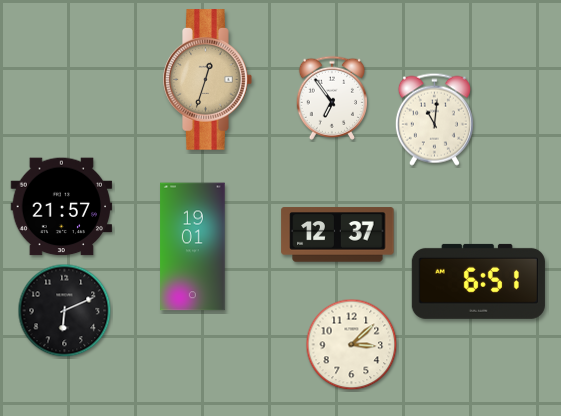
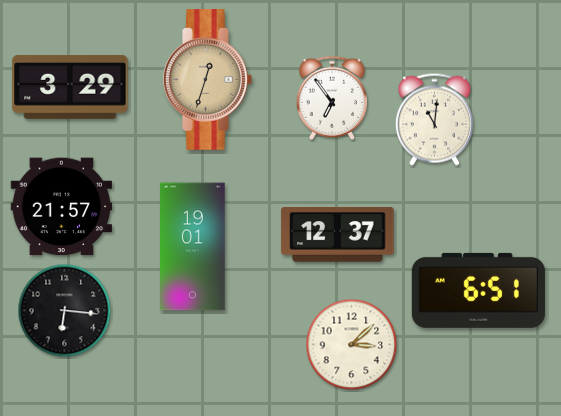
clock at (70, 88): none -> 3:29
clock at (478, 281) position: (478, 281) -> (478, 290)
clock at (65, 311): 6:11 -> 6:16
